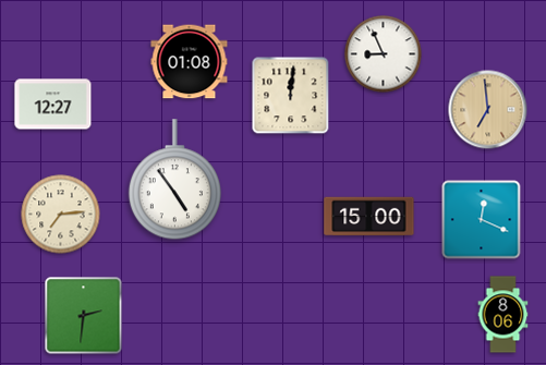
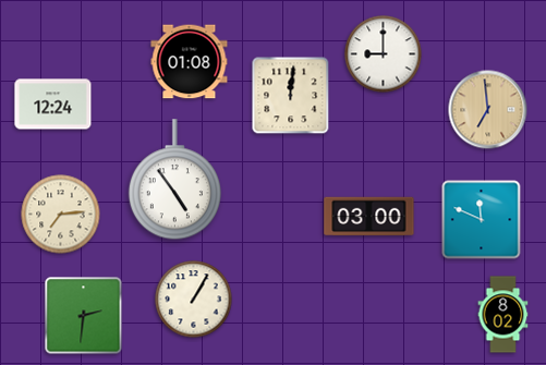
clock at (384, 54): 8:56 -> 9:00
clock at (53, 105): 12:27 -> 12:24
clock at (369, 217): 15:00 -> 03:00
clock at (482, 220): 12:19 -> 11:49
clock at (194, 300): none -> 1:05
clock at (503, 315): 8:06 -> 8:02
